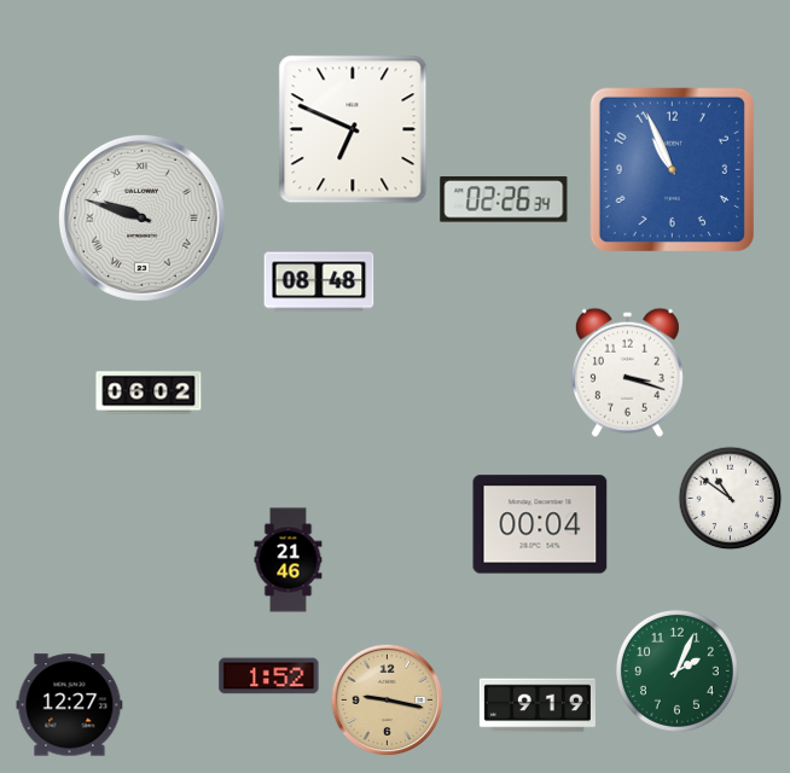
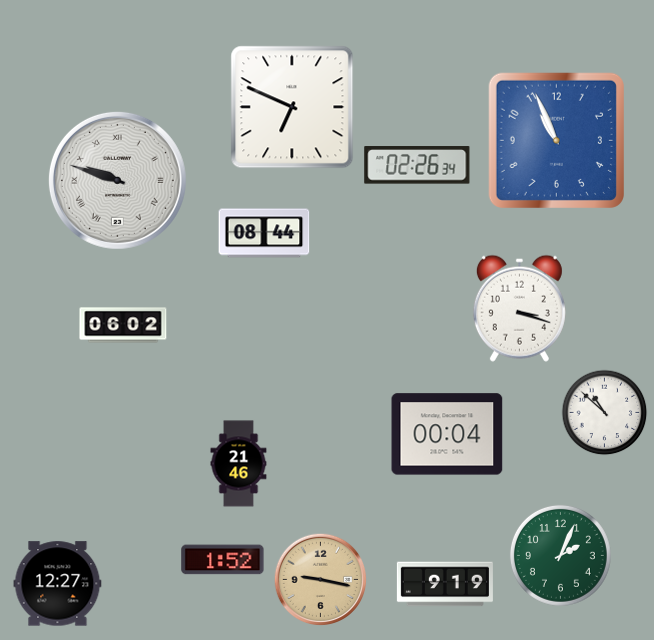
clock at (319, 281): 08:48 -> 08:44
clock at (731, 499): 10:51 -> 10:52
